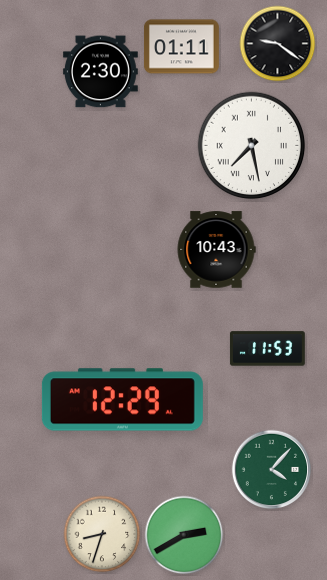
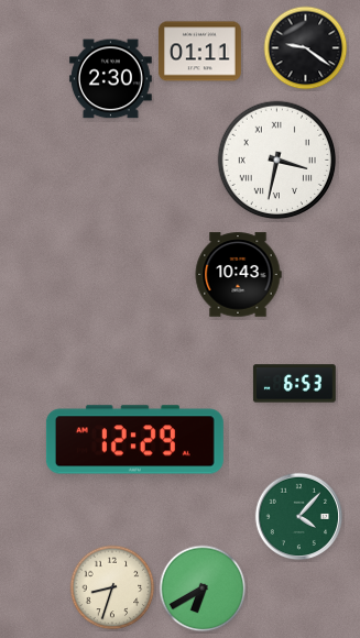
clock at (252, 146): 7:28 -> 3:32
clock at (267, 349): 11:53 -> 6:53
clock at (184, 535): 2:40 -> 6:40
